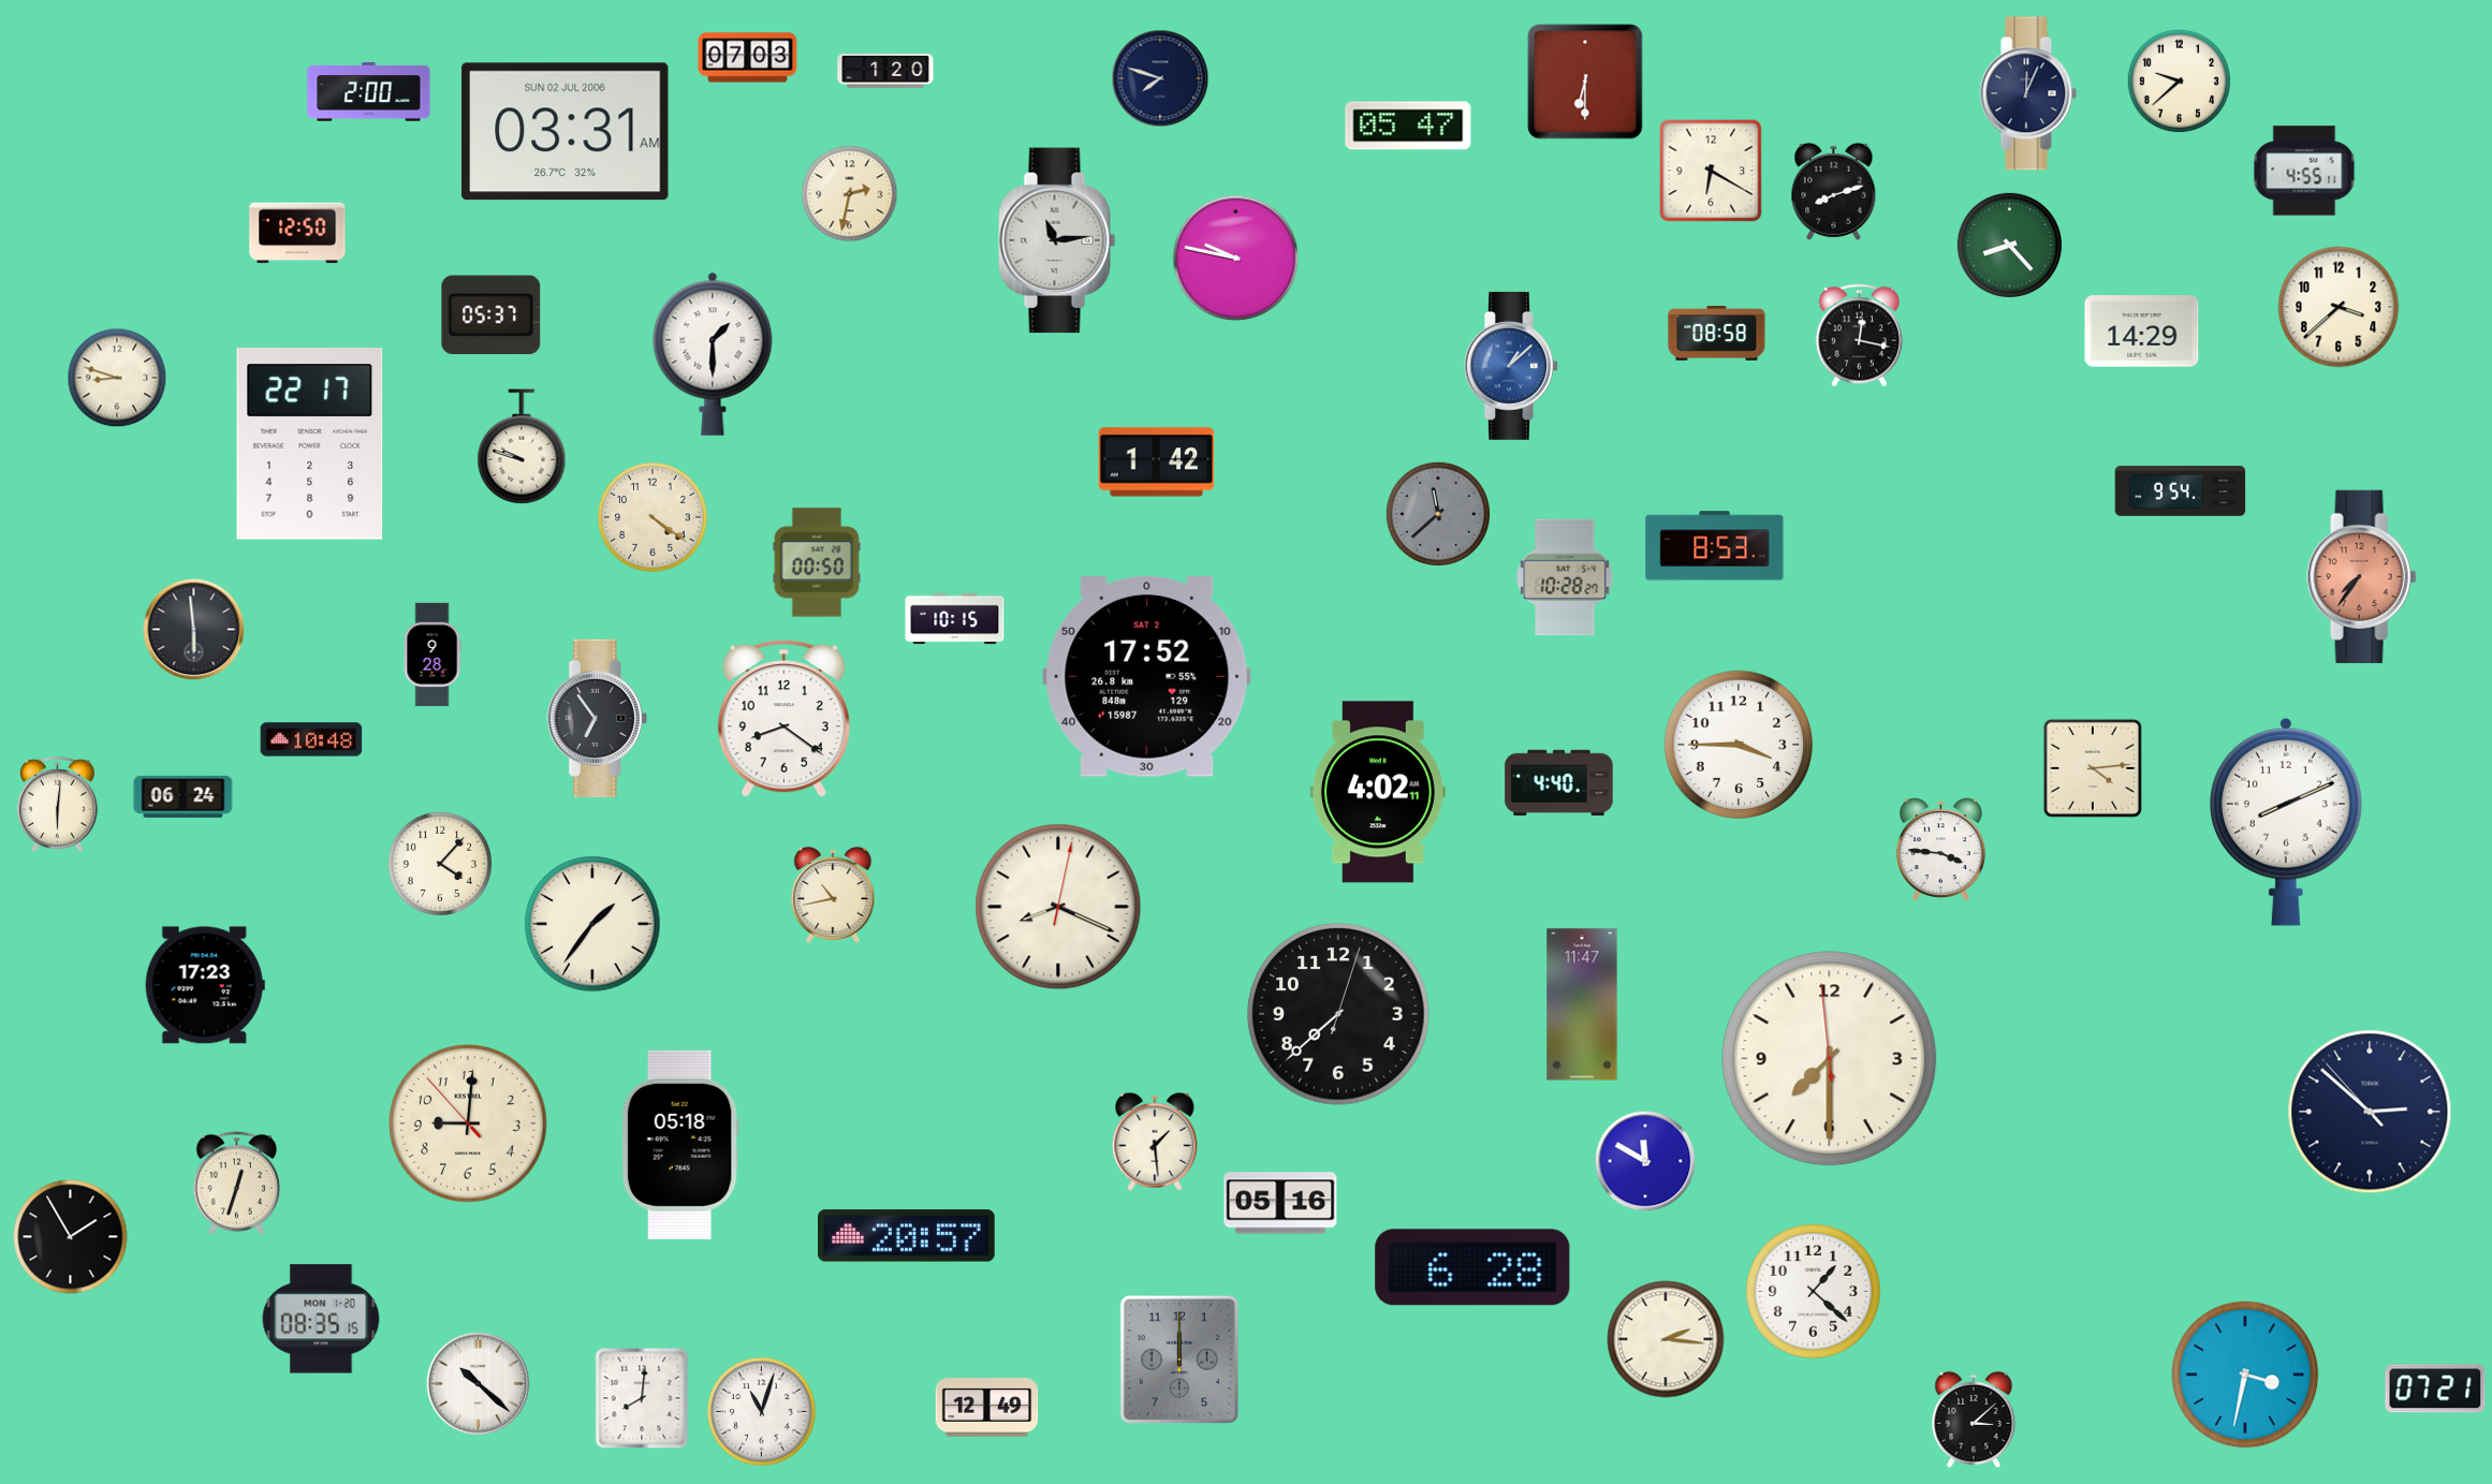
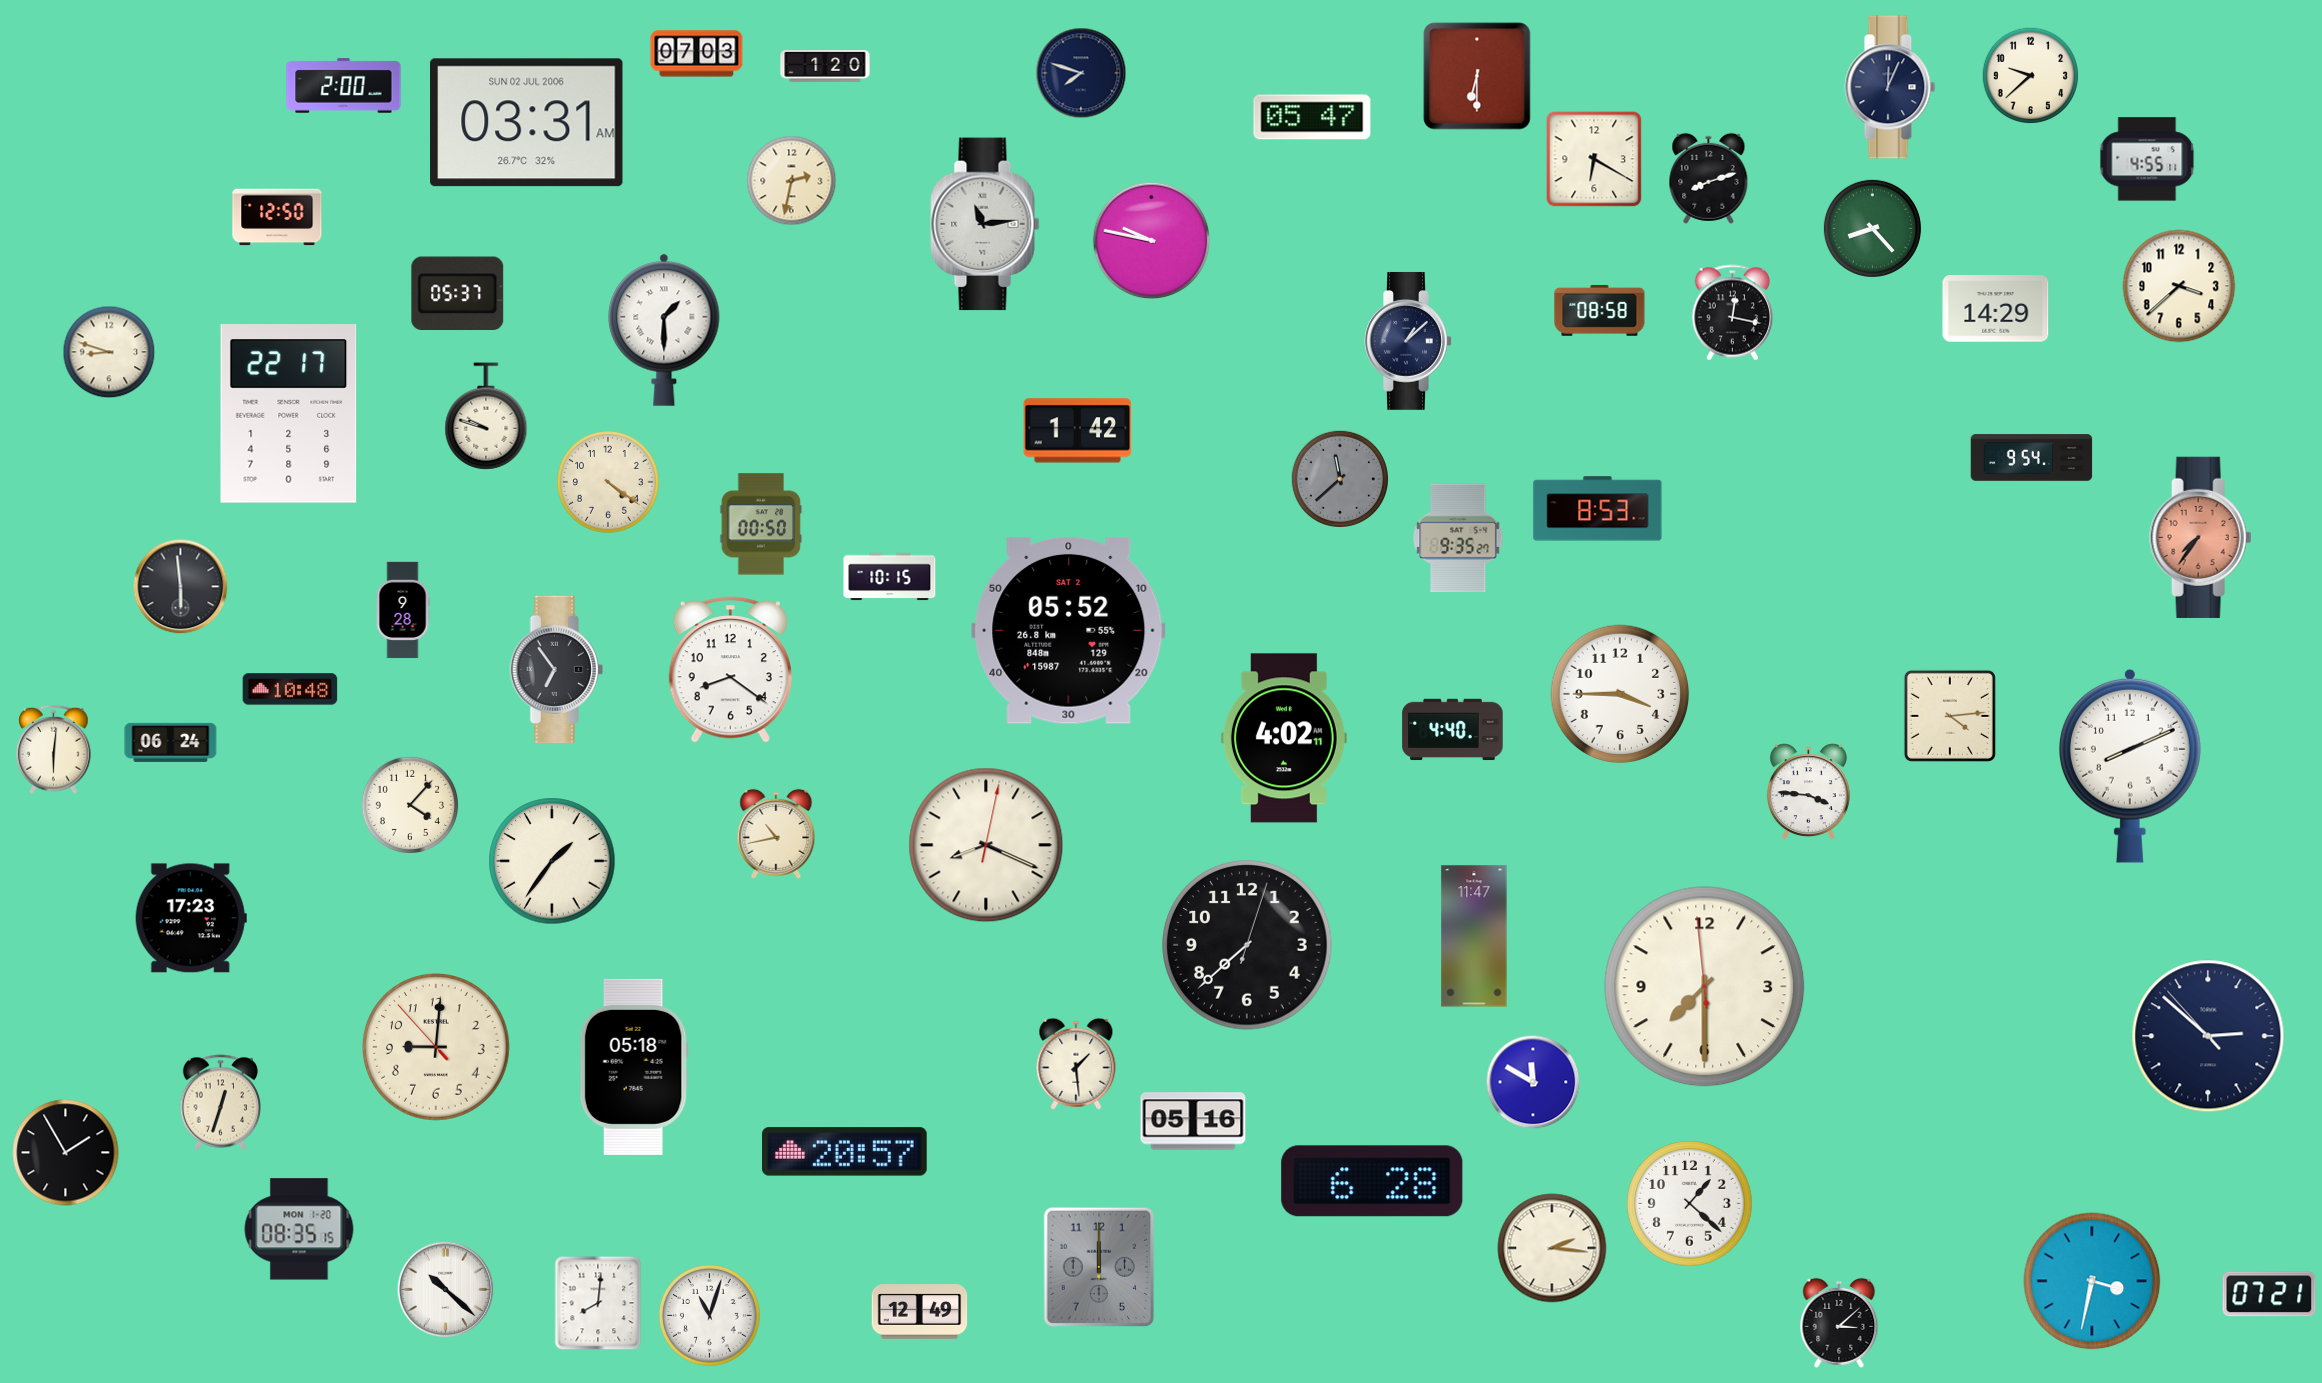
clock at (1511, 366) dial: blue -> navy
clock at (1565, 577): 10:28 -> 9:35
clock at (1147, 676): 17:52 -> 05:52
